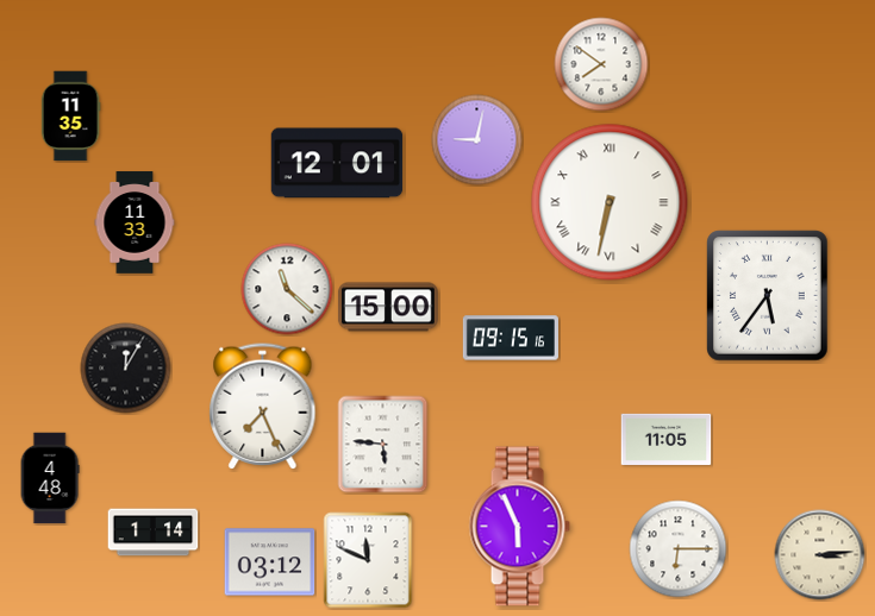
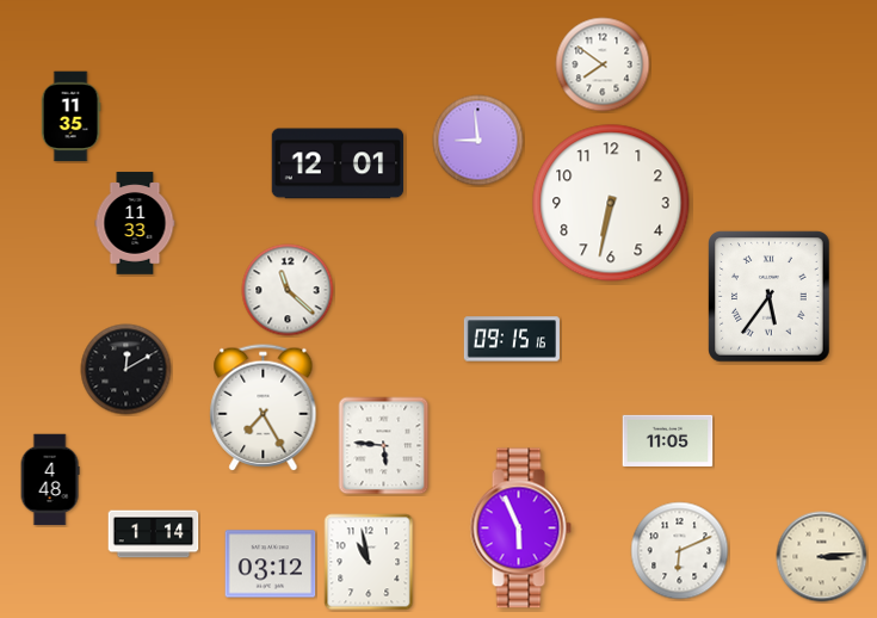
clock at (477, 140): 9:02 -> 8:59
clock at (610, 202) numerals: Roman -> Arabic
clock at (388, 307): 15:00 -> none
clock at (126, 369): 12:05 -> 12:10
clock at (263, 407): 7:26 -> 7:25
clock at (679, 549): 6:15 -> 6:11
clock at (368, 560): 11:49 -> 10:58
